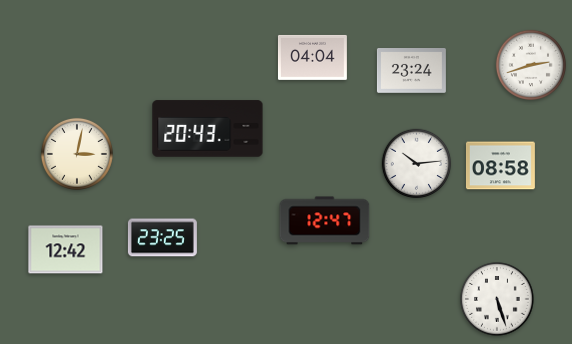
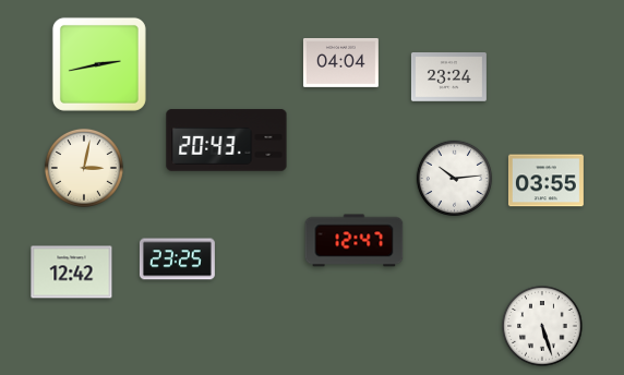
clock at (99, 64): none -> 2:43
clock at (530, 64): 2:42 -> none
clock at (500, 166): 08:58 -> 03:55
